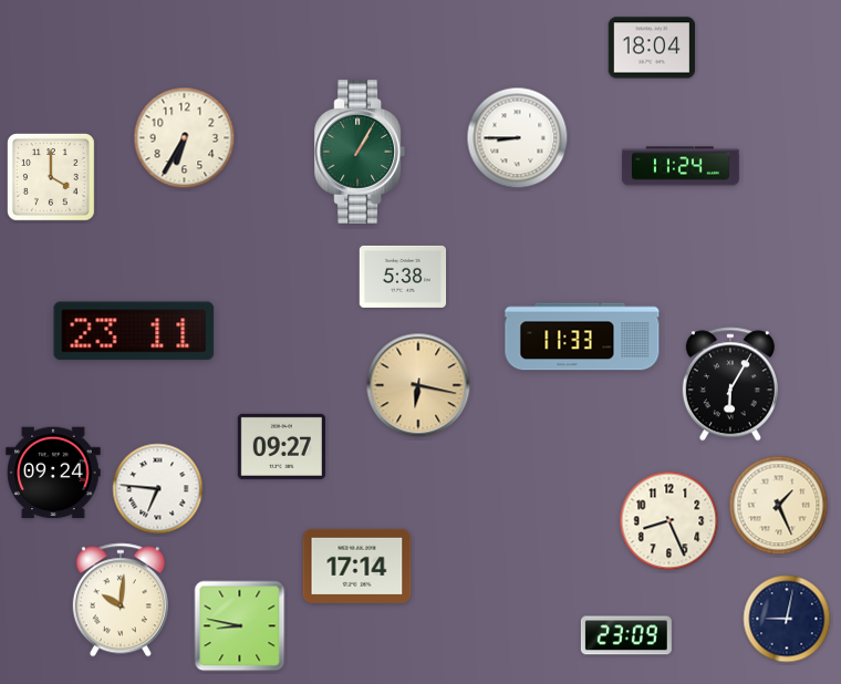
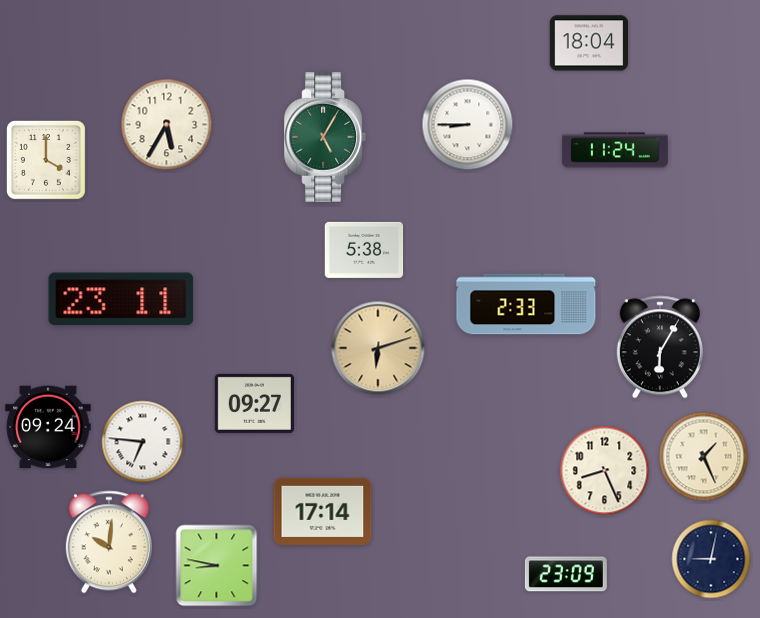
clock at (185, 138): 6:35 -> 5:35
clock at (360, 152): 1:05 -> 5:05
clock at (582, 336): 11:33 -> 2:33
clock at (418, 385): 6:17 -> 6:12
